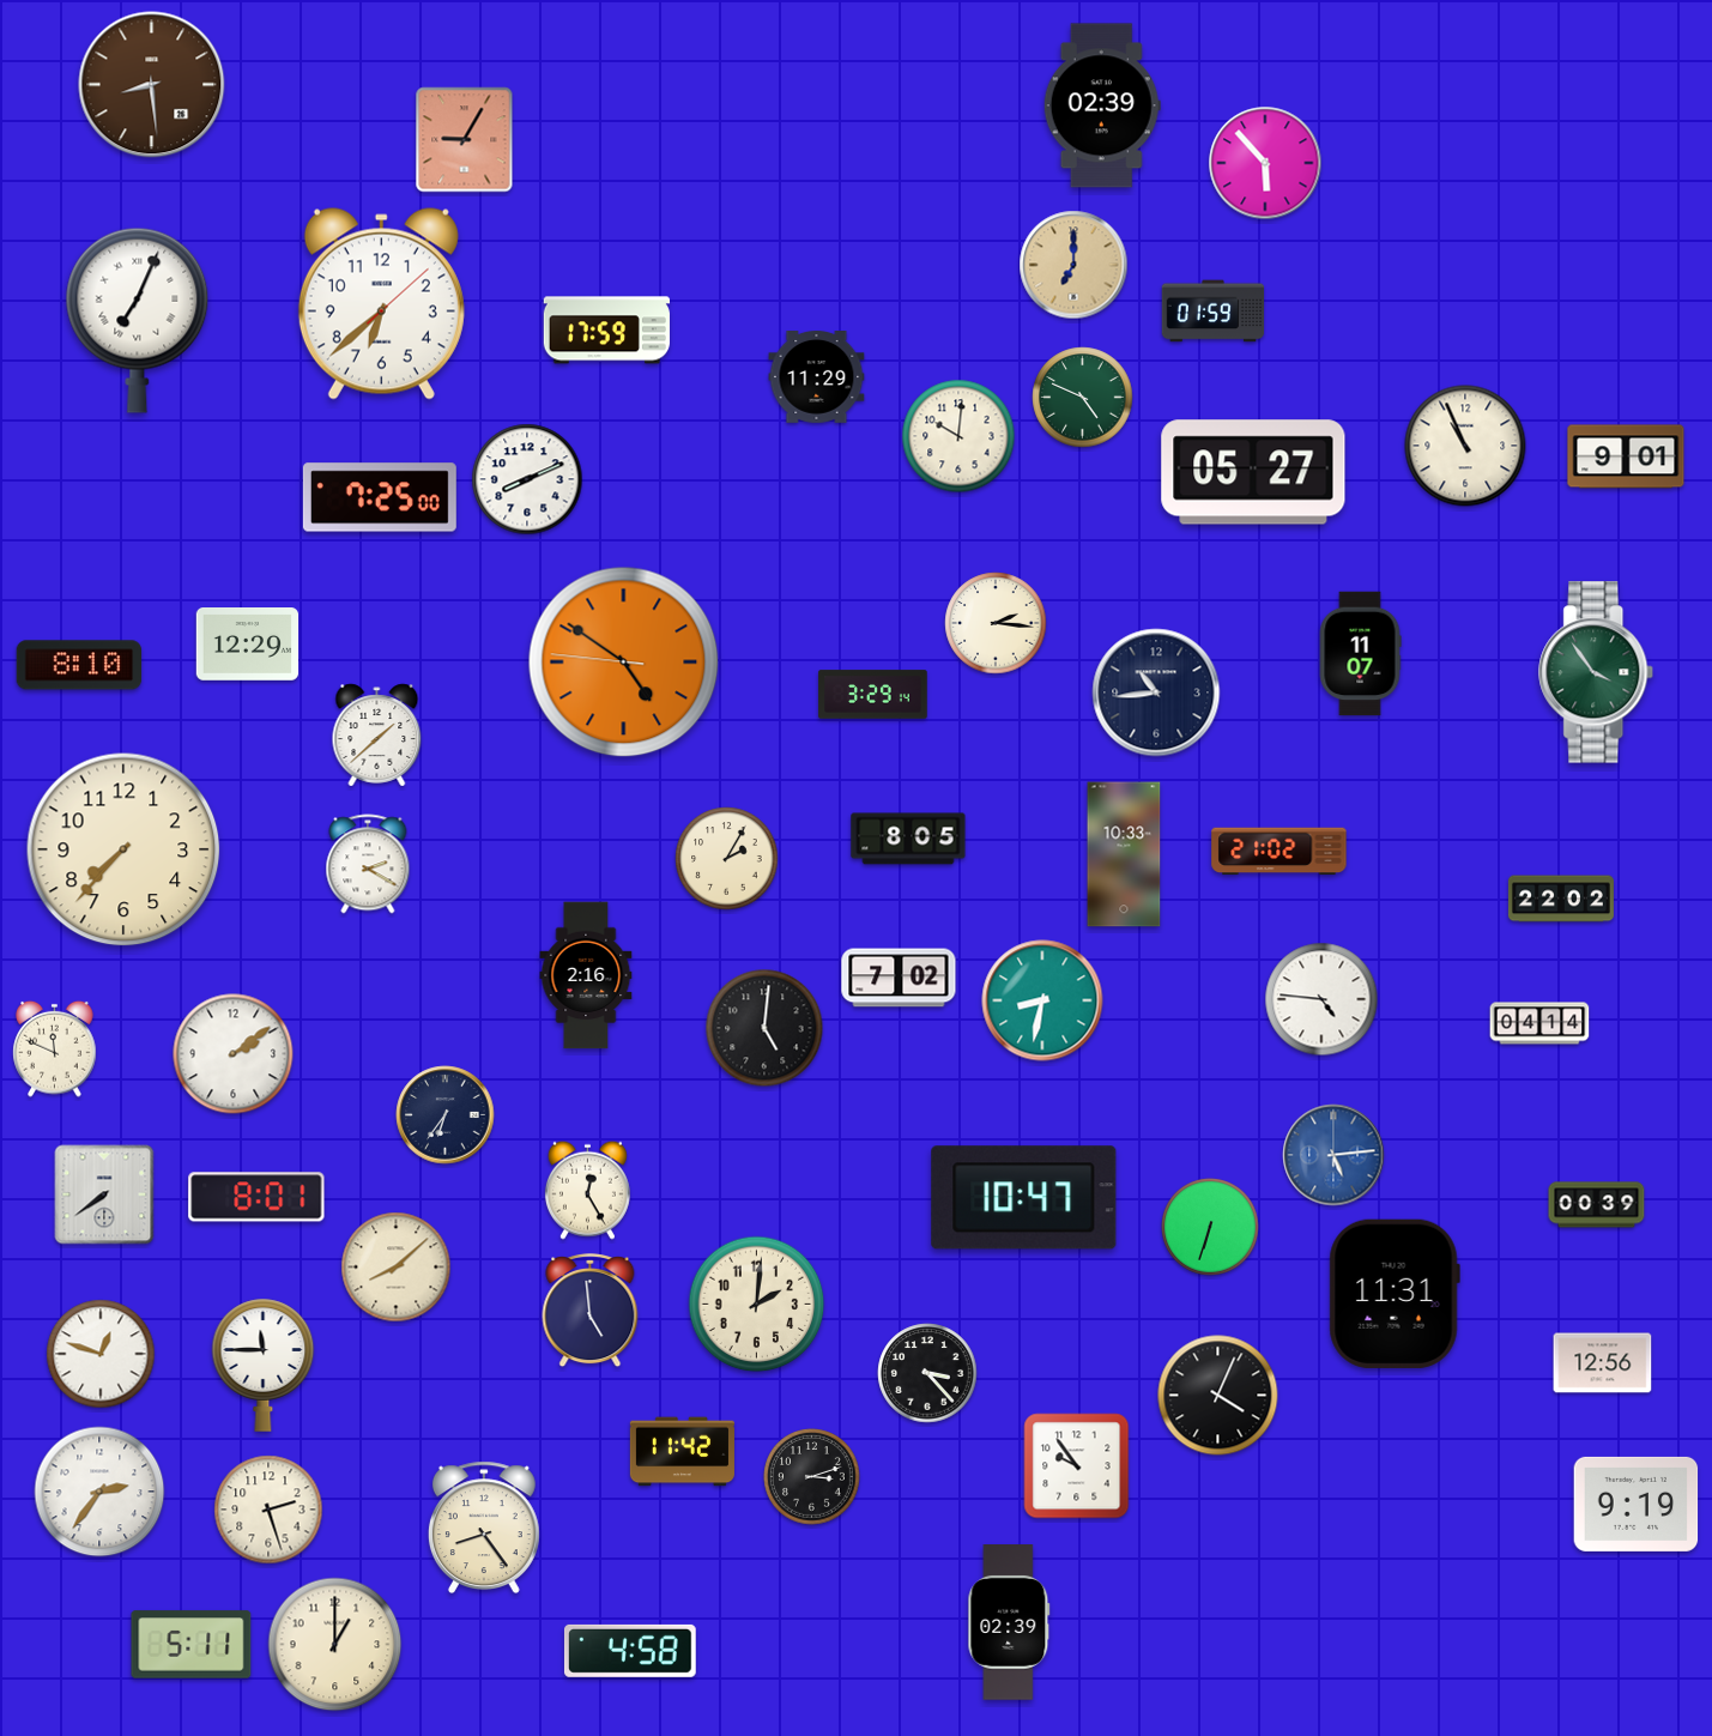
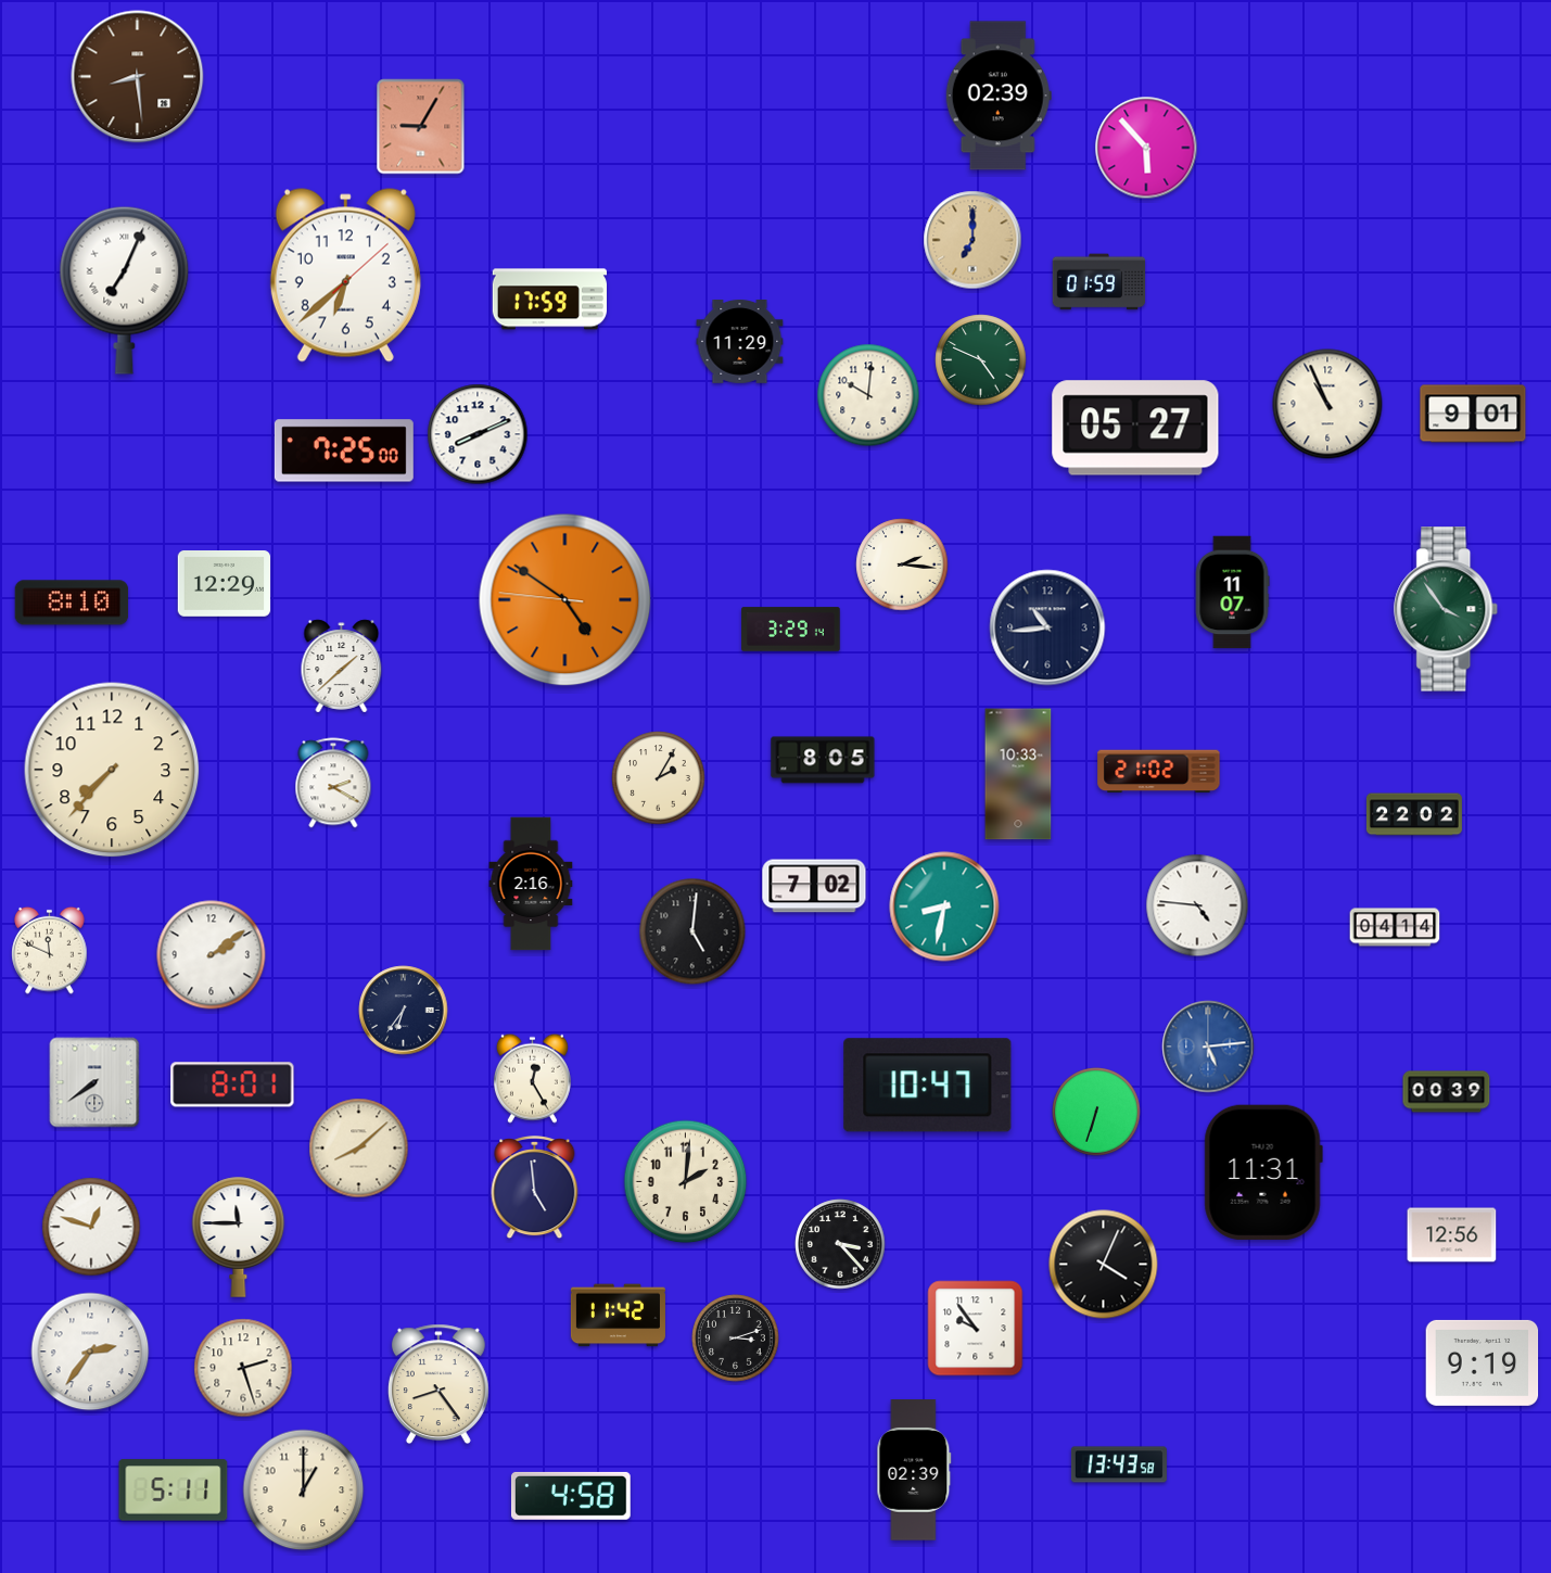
clock at (1119, 1464): none -> 13:43
